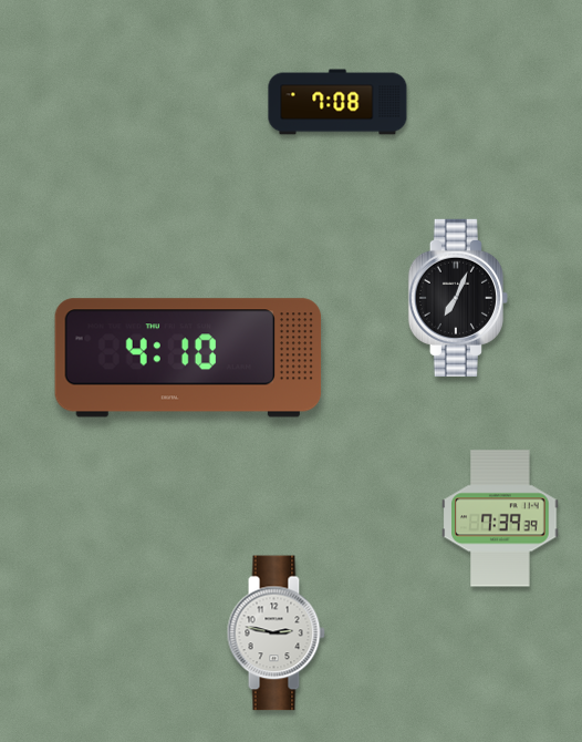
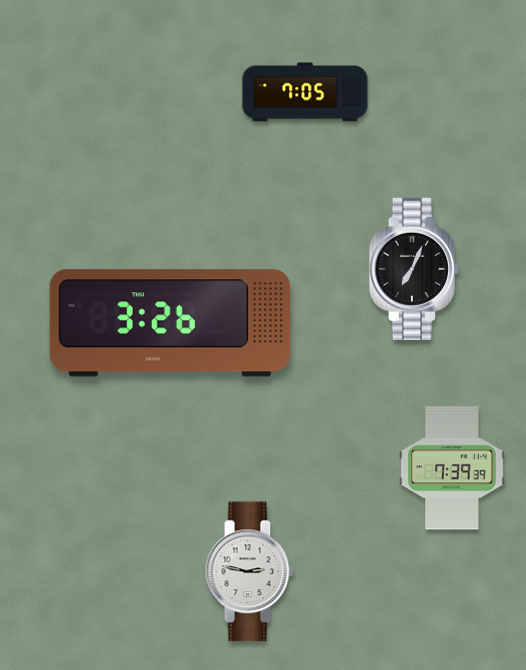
clock at (337, 102): 7:08 -> 7:05
clock at (188, 358): 4:10 -> 3:26
